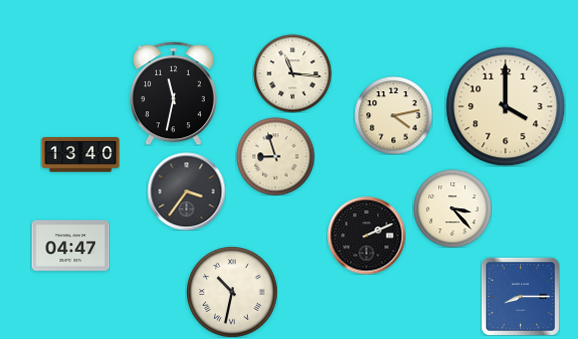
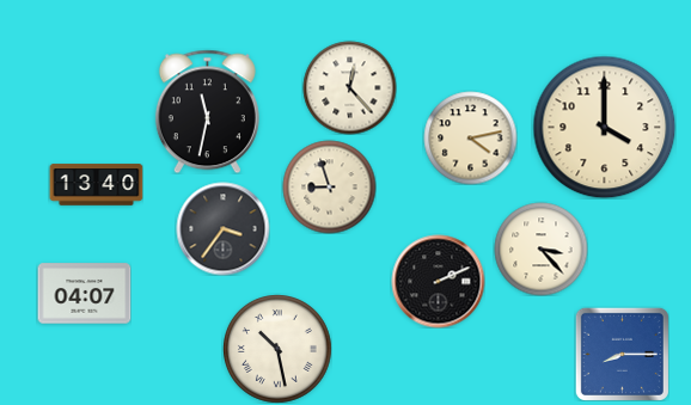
clock at (292, 73): 11:16 -> 12:23
clock at (70, 246): 04:47 -> 04:07
clock at (232, 292): 10:32 -> 10:28
